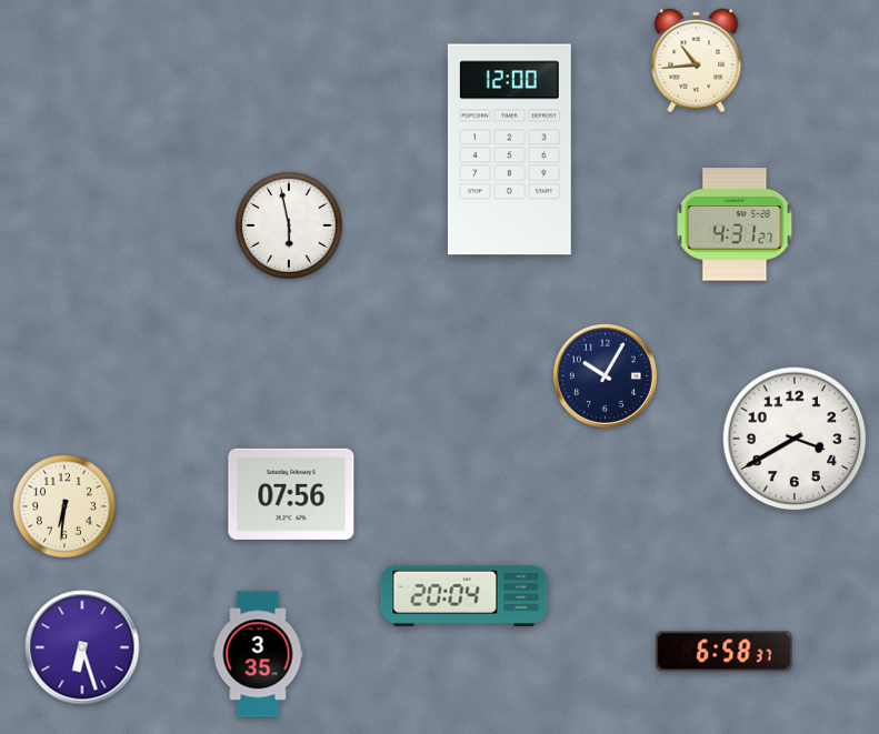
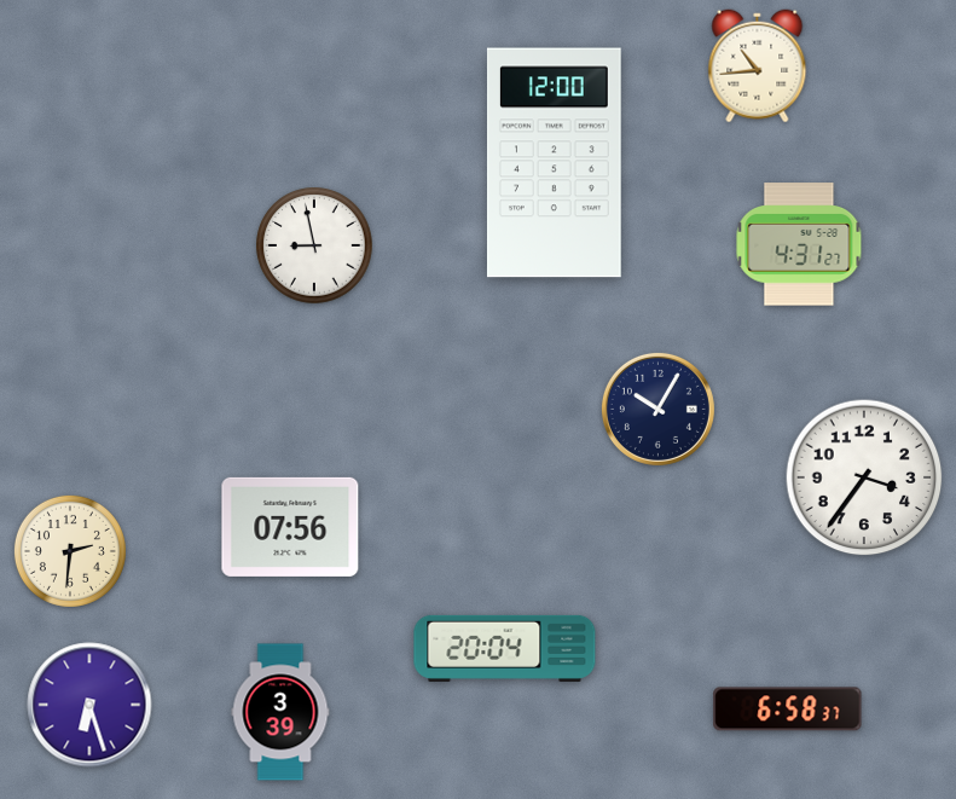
clock at (289, 225): 5:58 -> 8:58
clock at (795, 439): 3:40 -> 3:36
clock at (291, 494) position: (291, 494) -> (290, 527)
clock at (64, 506): 6:31 -> 2:31
clock at (258, 654): 3:35 -> 3:39
